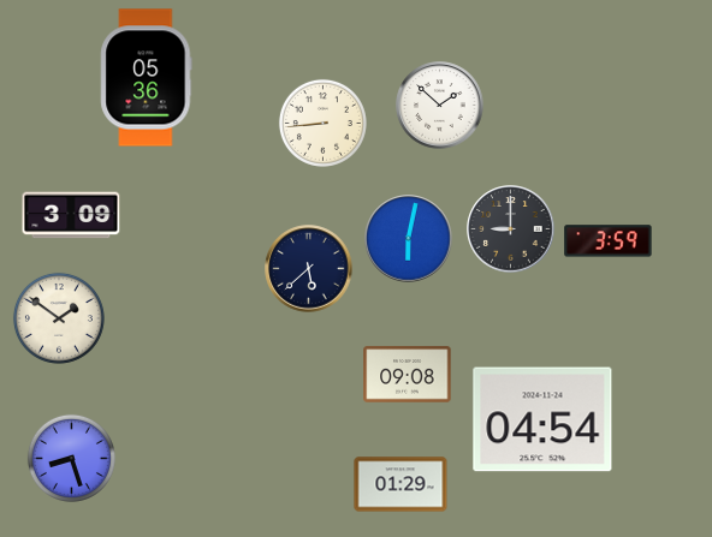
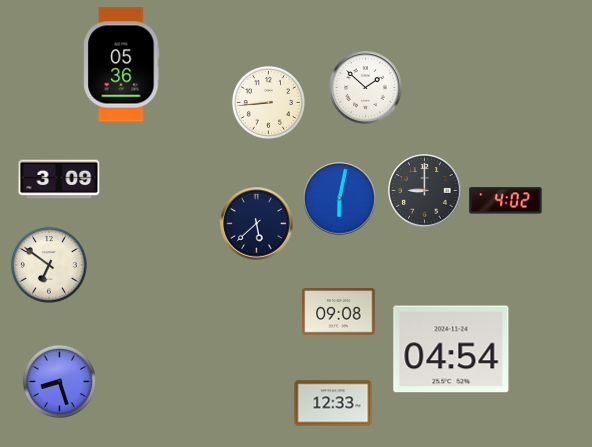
clock at (609, 241): 3:59 -> 4:02
clock at (59, 318): 1:51 -> 6:51
clock at (400, 484): 01:29 -> 12:33
